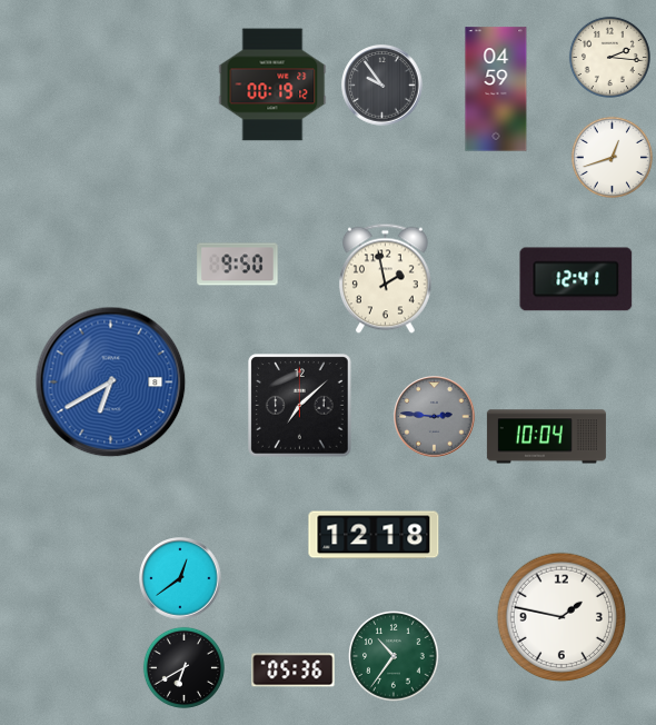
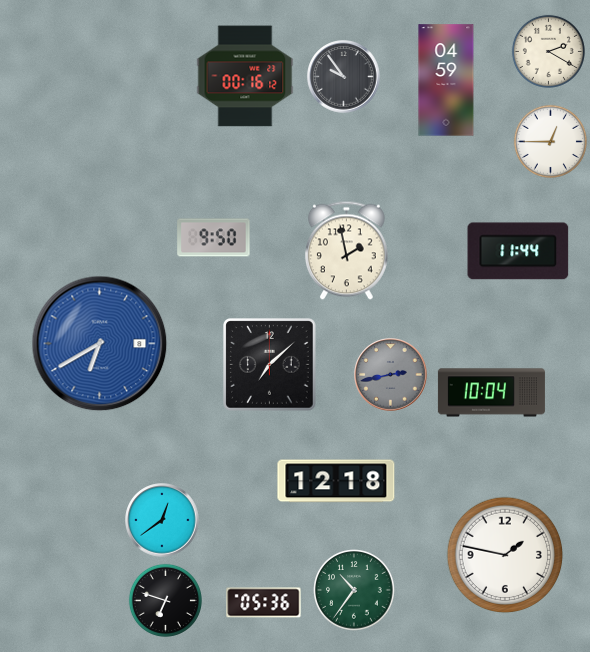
clock at (609, 57): 2:16 -> 2:20
clock at (272, 85): 00:19 -> 00:16
clock at (612, 157): 12:42 -> 12:45
clock at (576, 279): 12:41 -> 11:44
clock at (435, 417): 2:46 -> 2:43
clock at (183, 667): 6:40 -> 6:48
